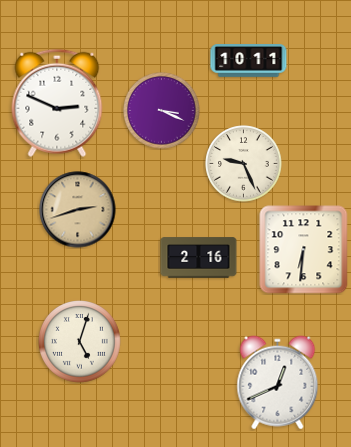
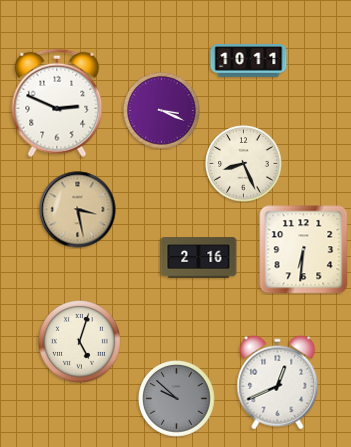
clock at (244, 164): 9:26 -> 8:26
clock at (78, 210): 2:42 -> 3:28
clock at (177, 399): none -> 9:52
